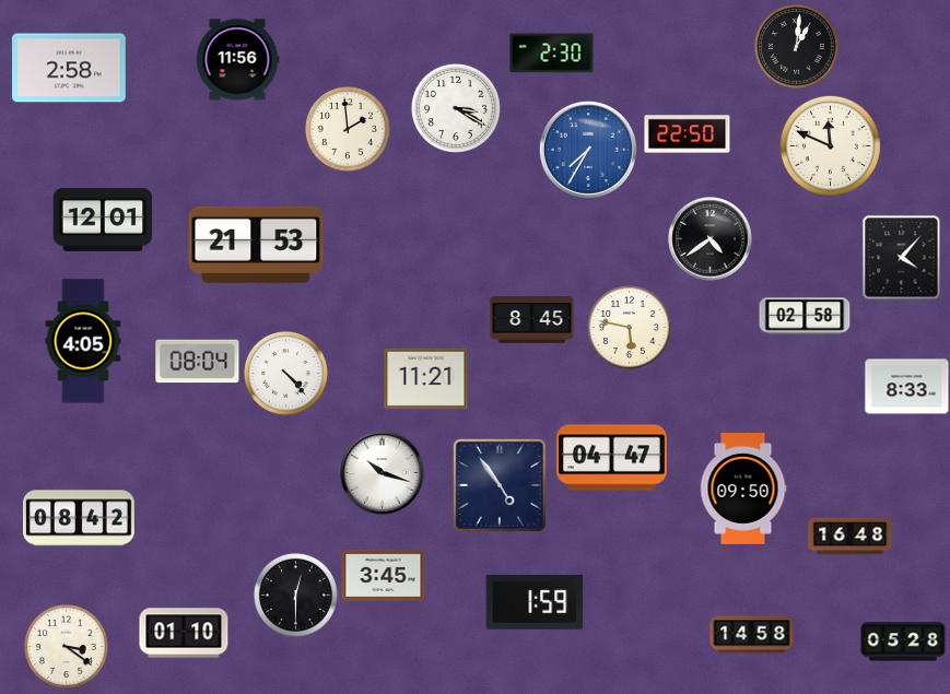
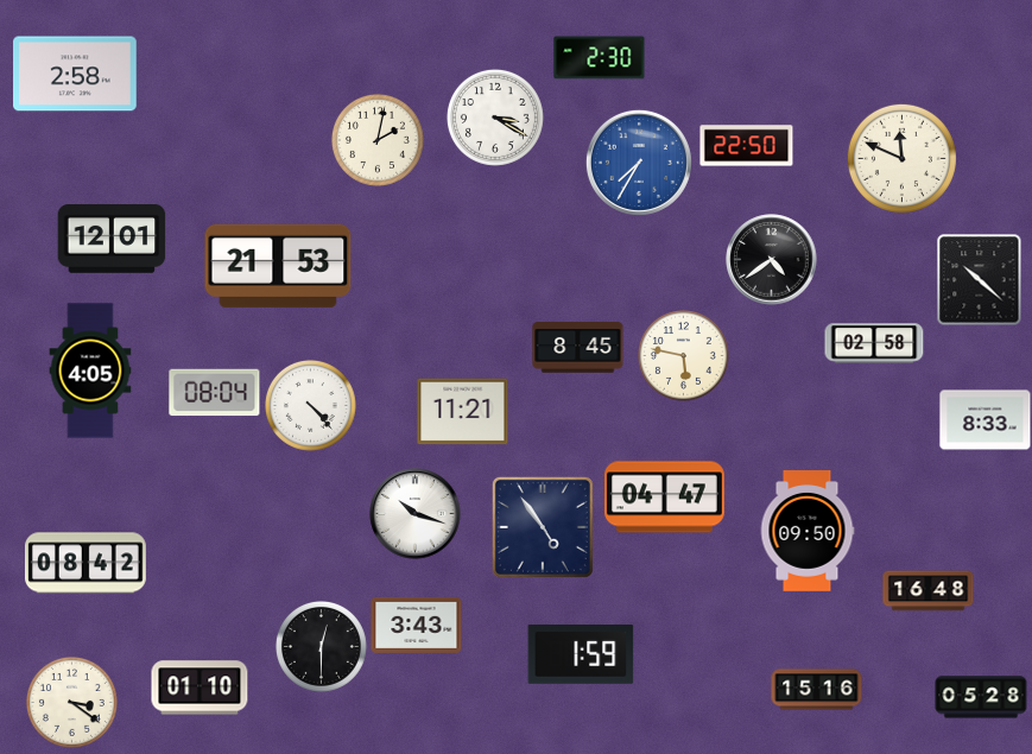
clock at (796, 46): 1:01 -> none
clock at (237, 60): 11:56 -> none
clock at (348, 129): 1:59 -> 2:02
clock at (902, 258): 4:07 -> 10:22
clock at (851, 537) position: (851, 537) -> (929, 591)
clock at (384, 575): 3:45 -> 3:43
clock at (752, 635): 14:58 -> 15:16
